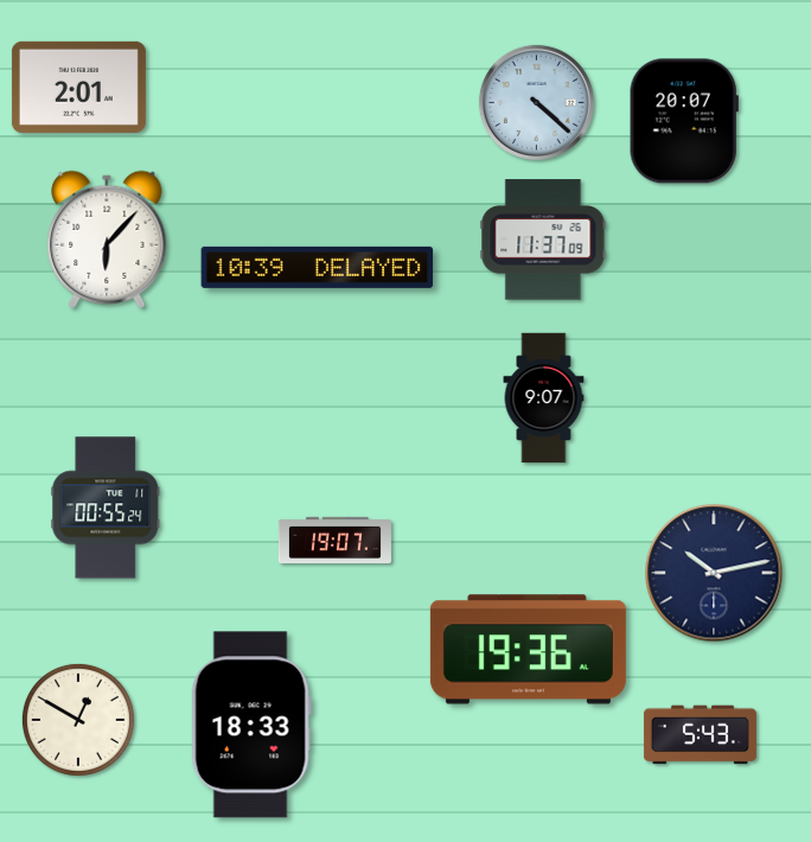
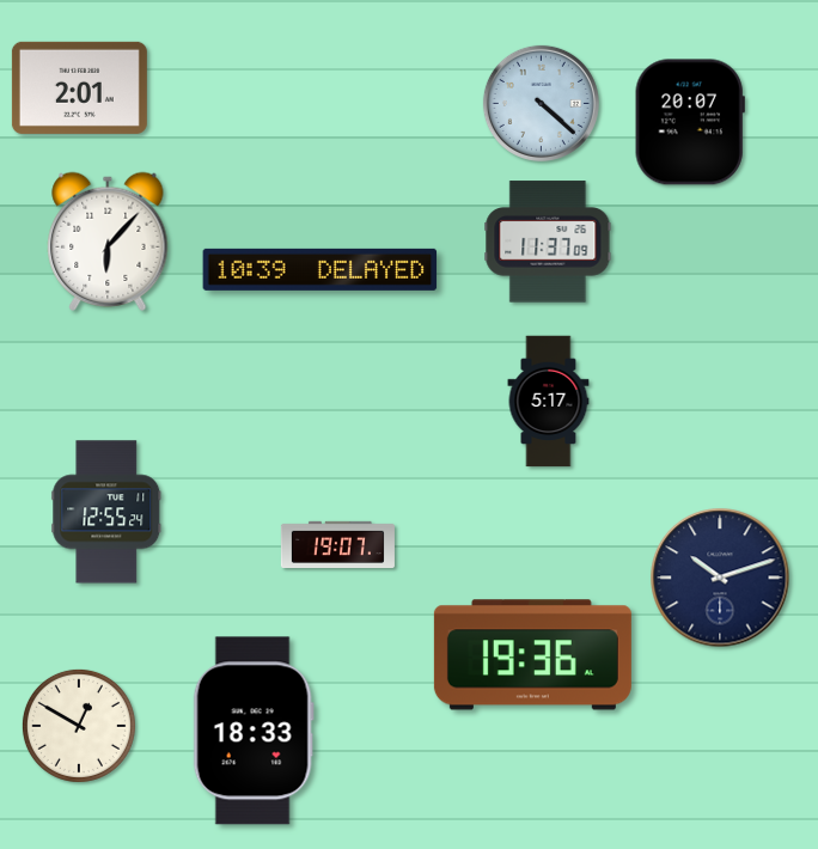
clock at (544, 398): 9:07 -> 5:17
clock at (106, 508): 00:55 -> 12:55
clock at (714, 573): 10:13 -> 10:12
clock at (700, 735): 5:43 -> none
